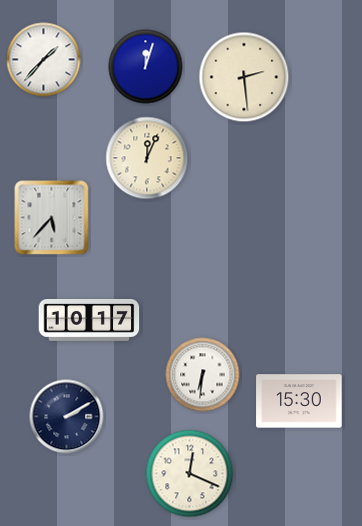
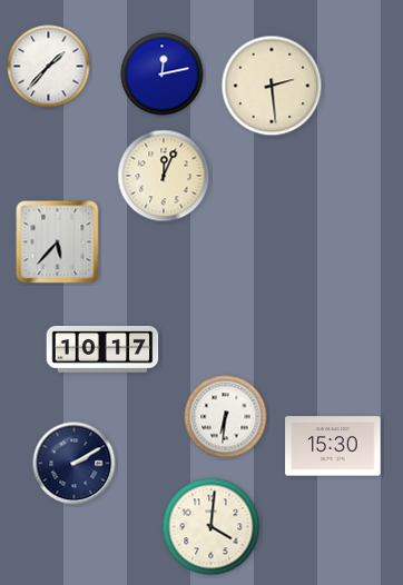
clock at (146, 67): 12:03 -> 12:13
clock at (89, 321) position: (89, 321) -> (102, 350)
clock at (190, 474): 12:19 -> 4:01
